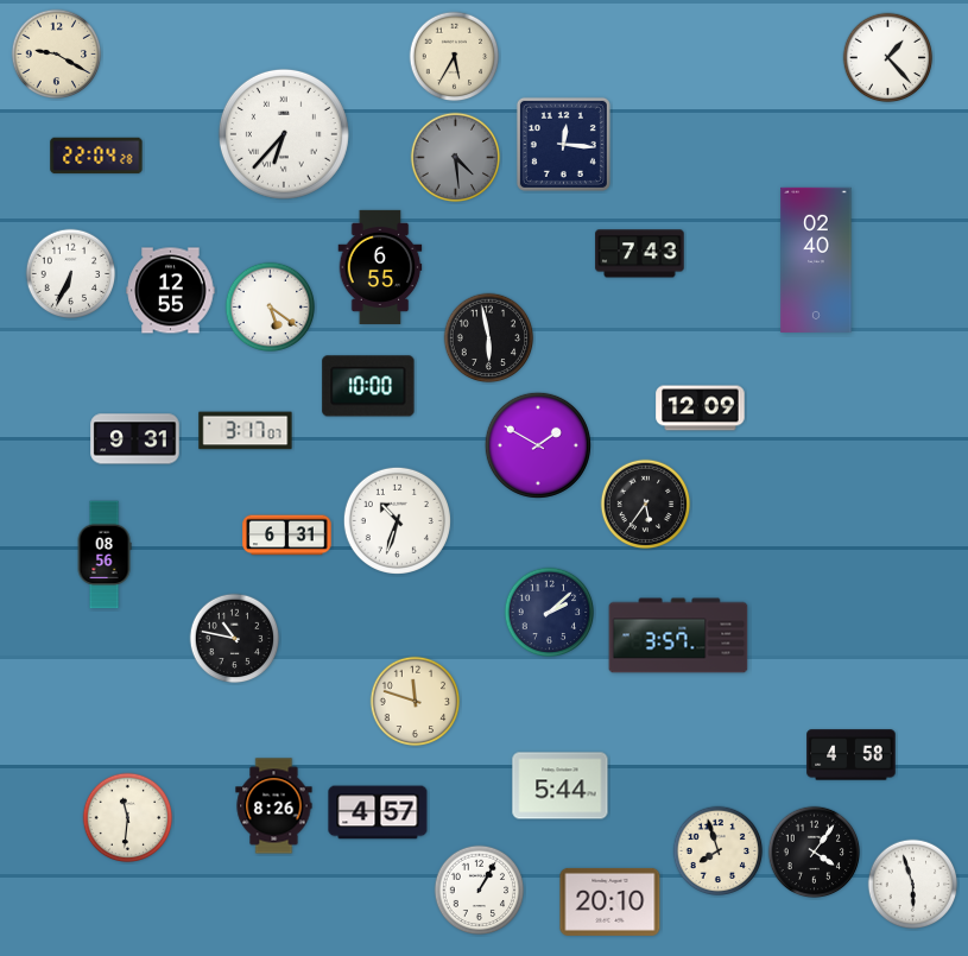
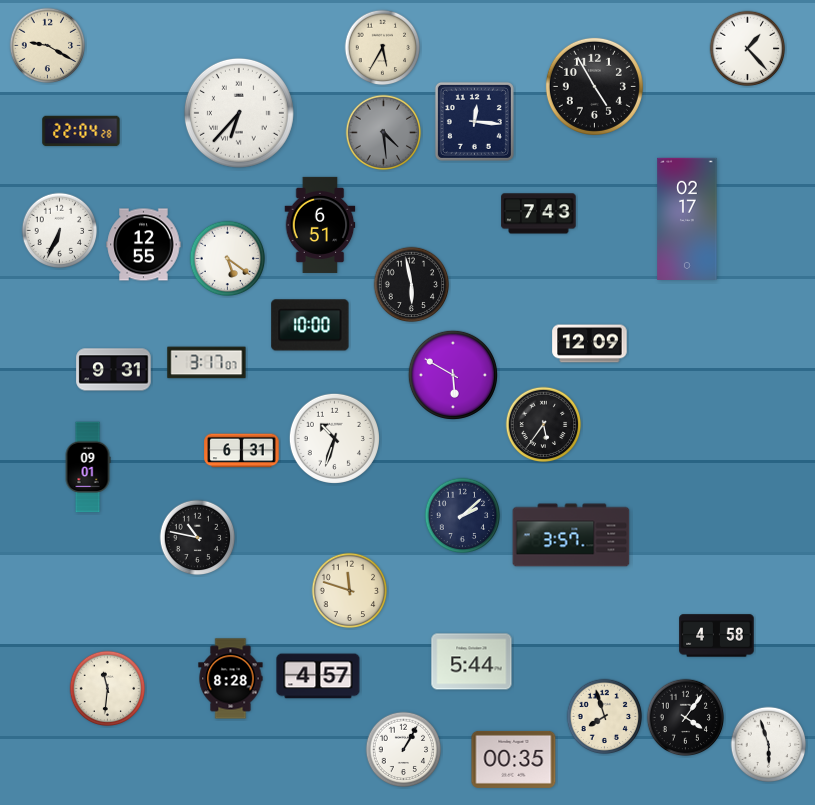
clock at (594, 86): none -> 4:55
clock at (816, 259): 02:40 -> 02:17
clock at (380, 267): 6:55 -> 6:51
clock at (538, 445): 1:50 -> 5:50
clock at (105, 555): 08:56 -> 09:01
clock at (274, 806): 8:26 -> 8:28
clock at (378, 812) position: (378, 812) -> (318, 676)
clock at (610, 901): 20:10 -> 00:35
